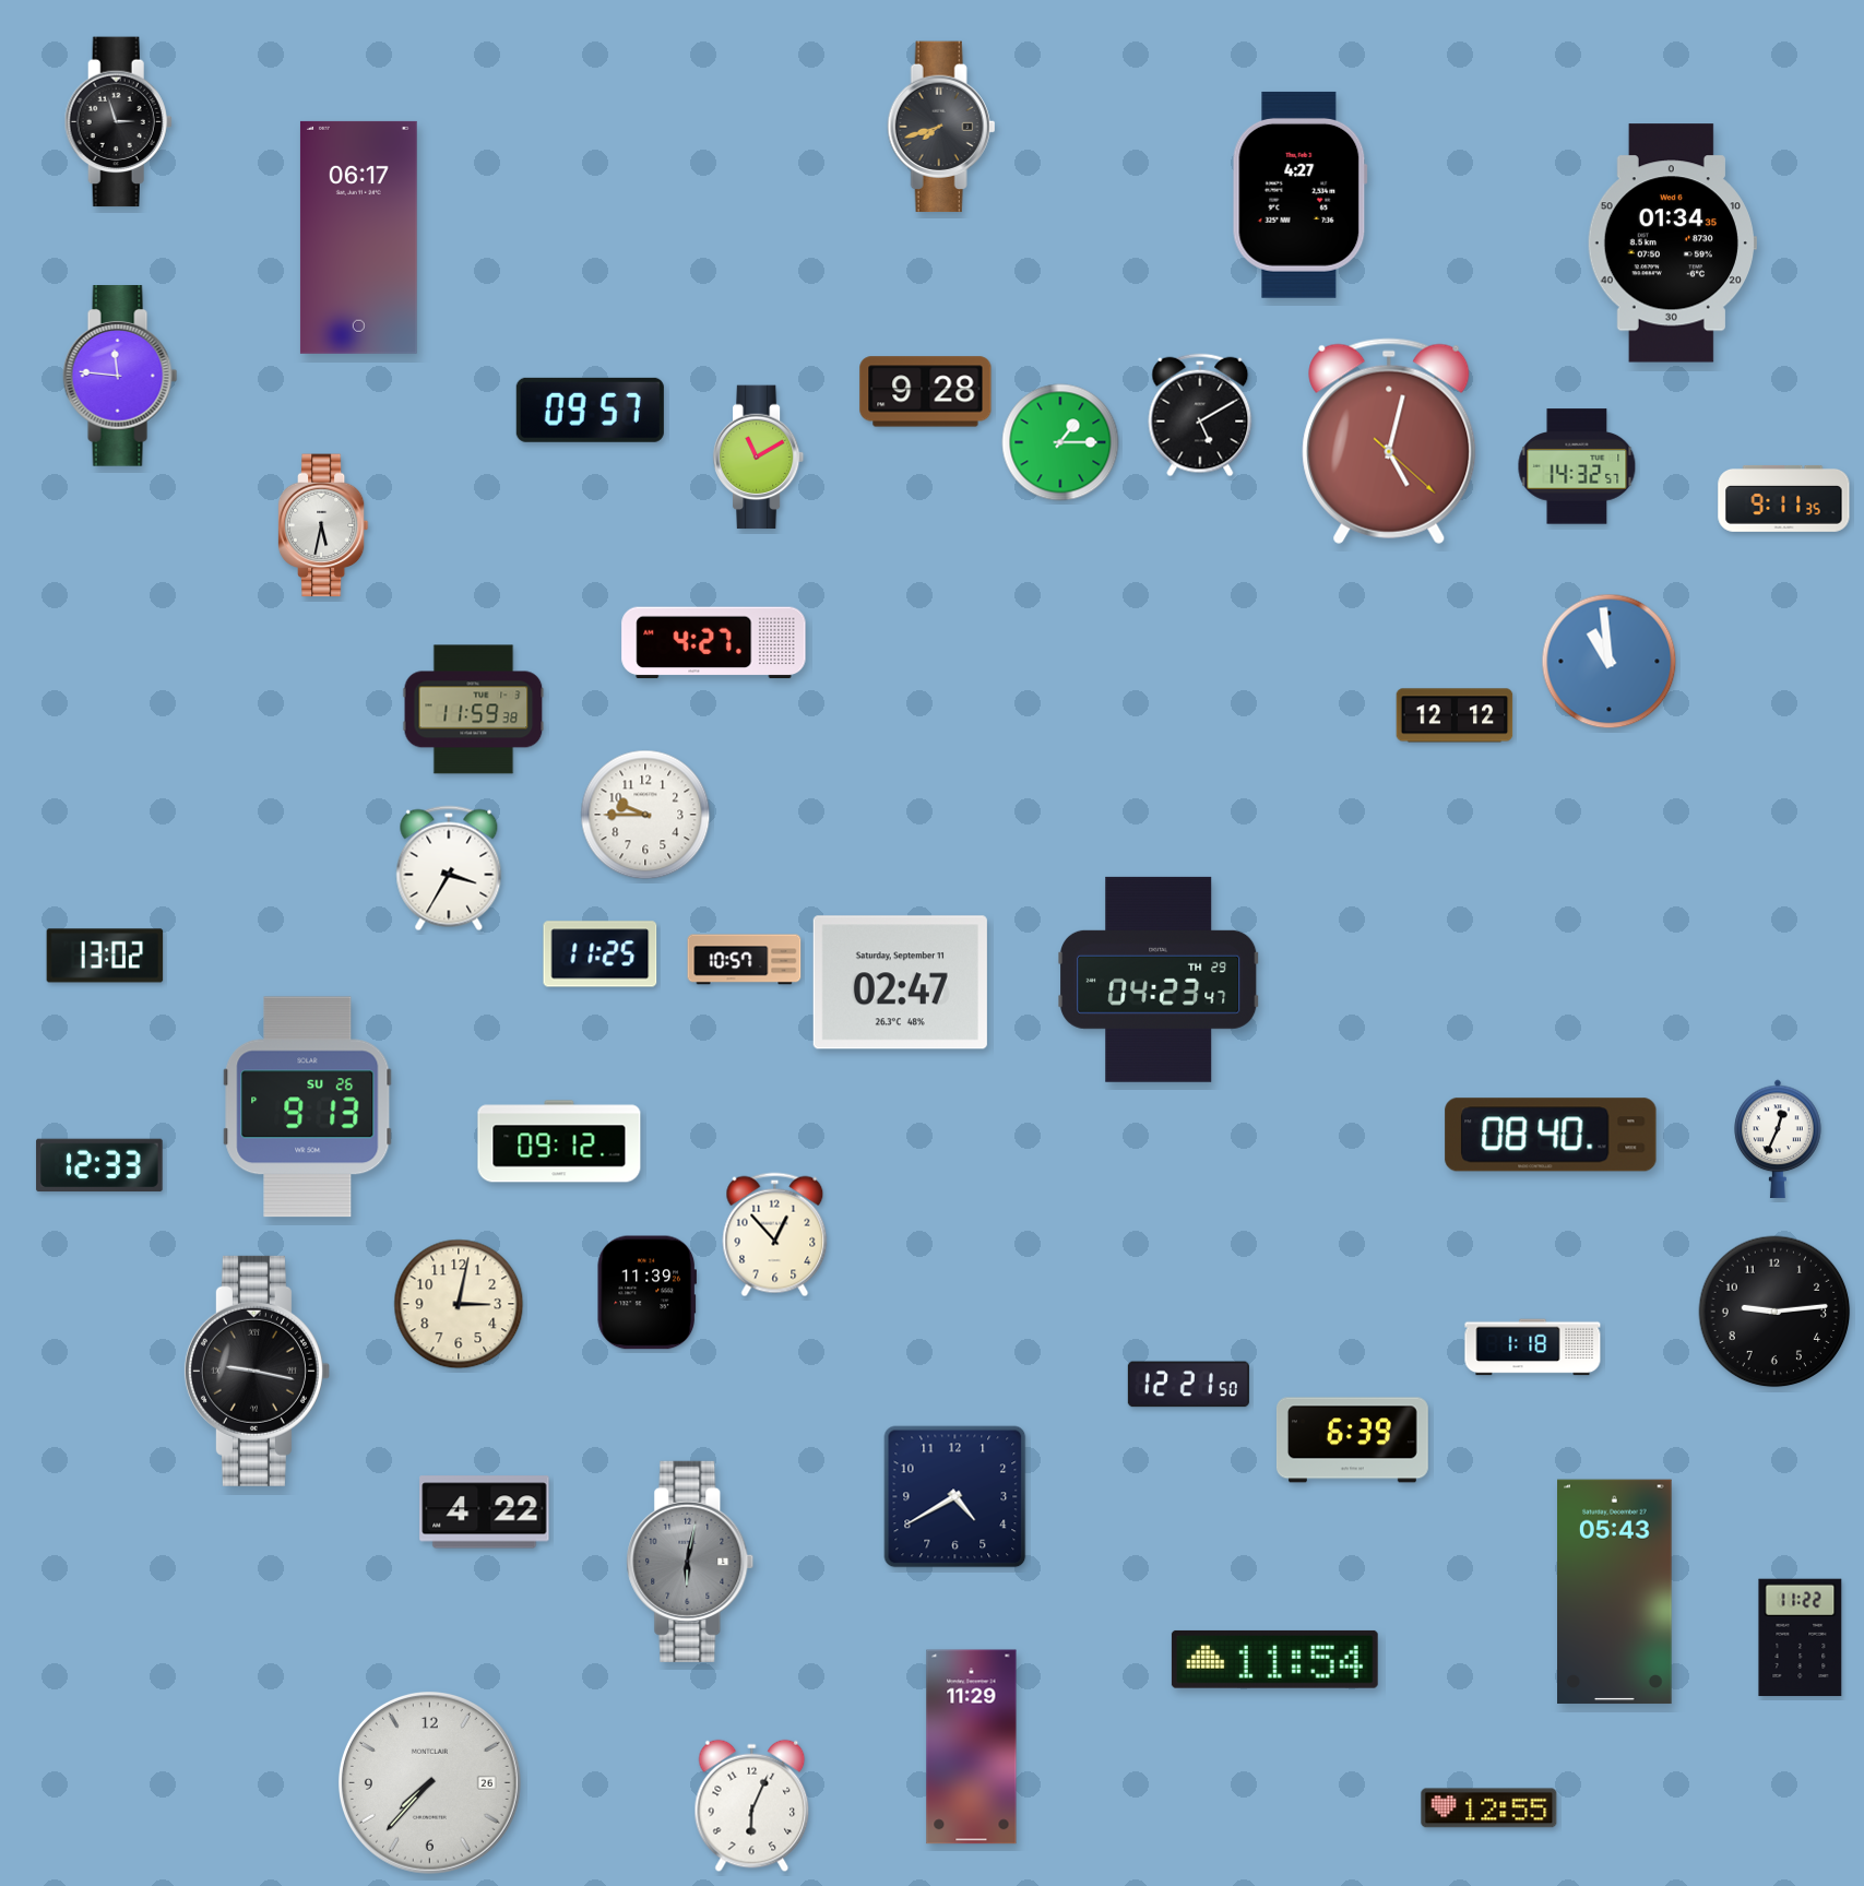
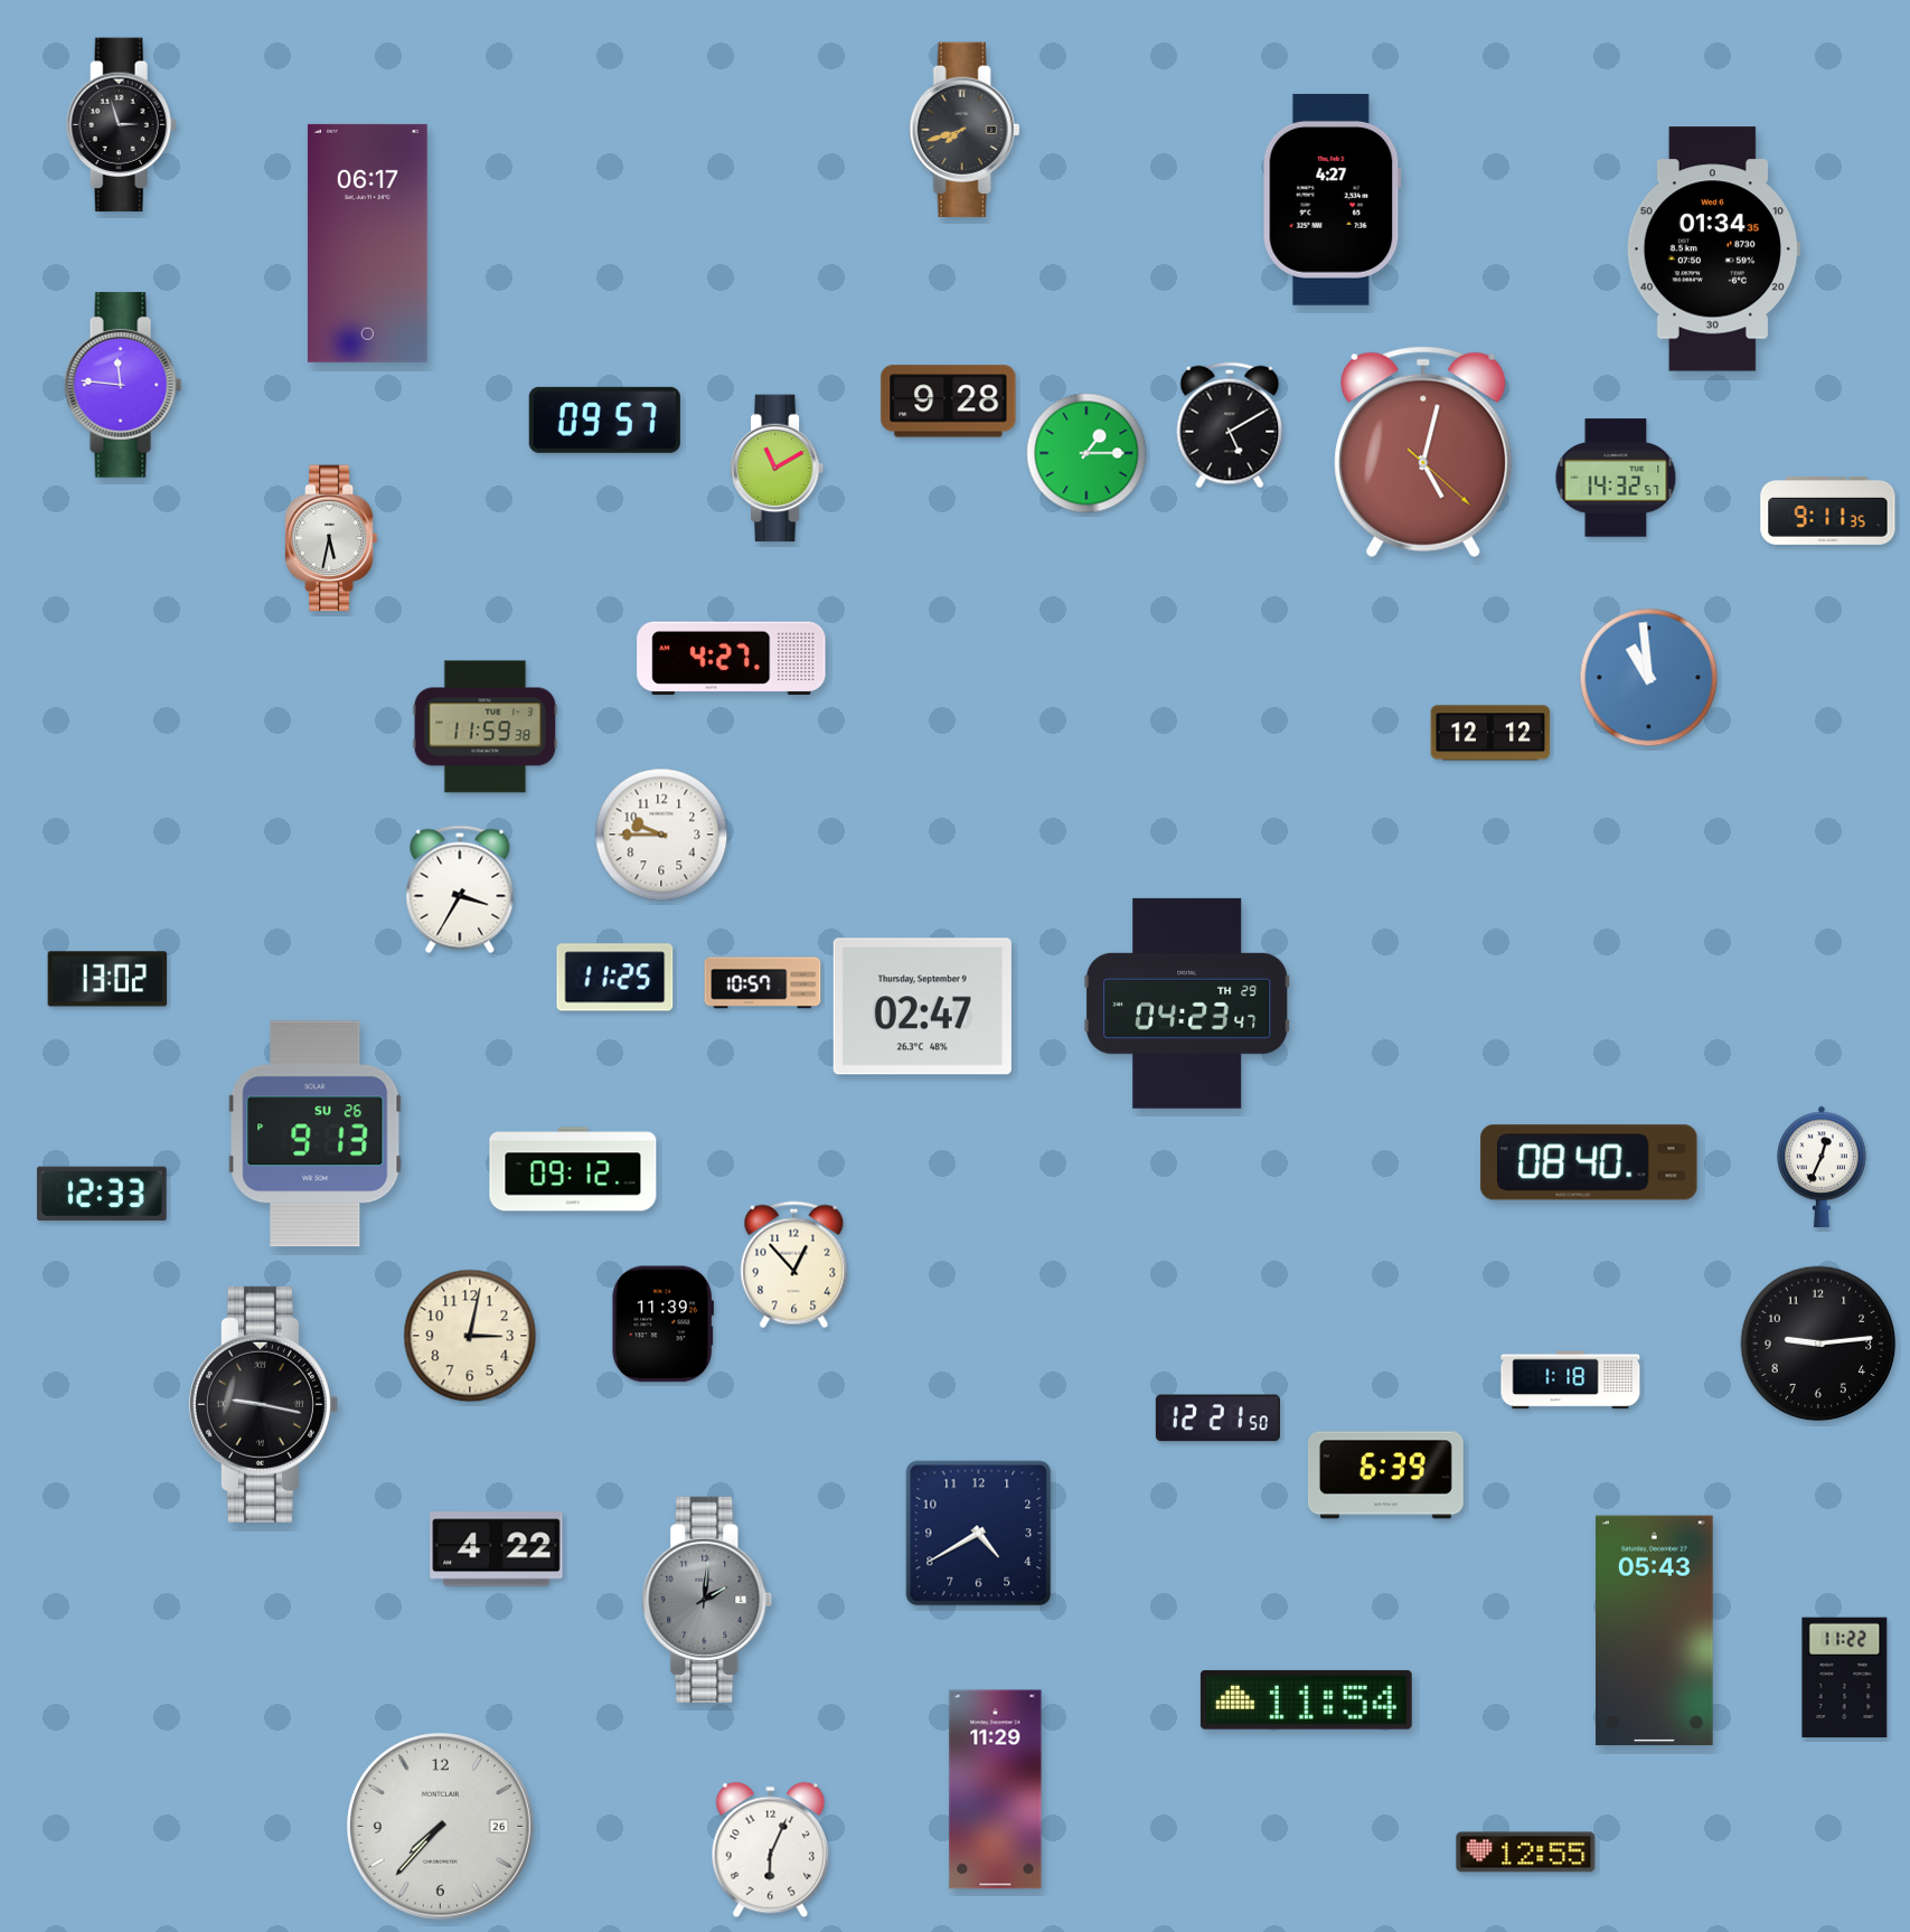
clock at (900, 983) date: Saturday, September 11 -> Thursday, September 9
clock at (690, 1562): 6:02 -> 2:01
